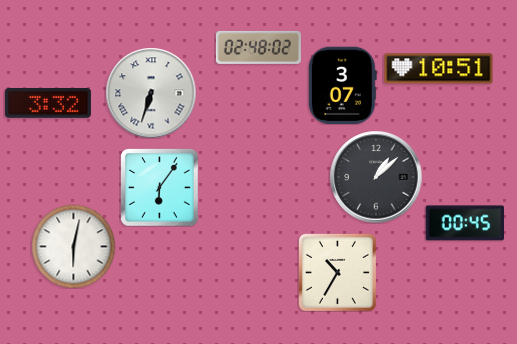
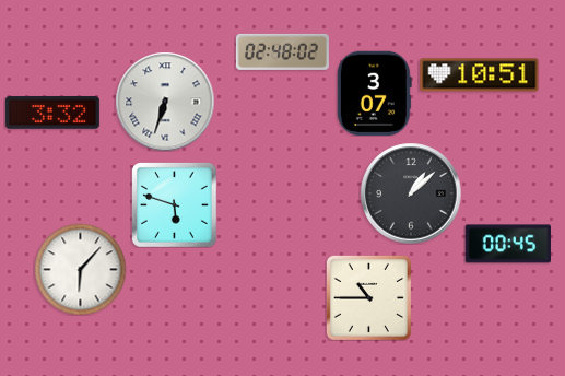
clock at (159, 187): 6:06 -> 5:48
clock at (73, 246): 6:02 -> 6:07
clock at (337, 272): 10:35 -> 10:45
